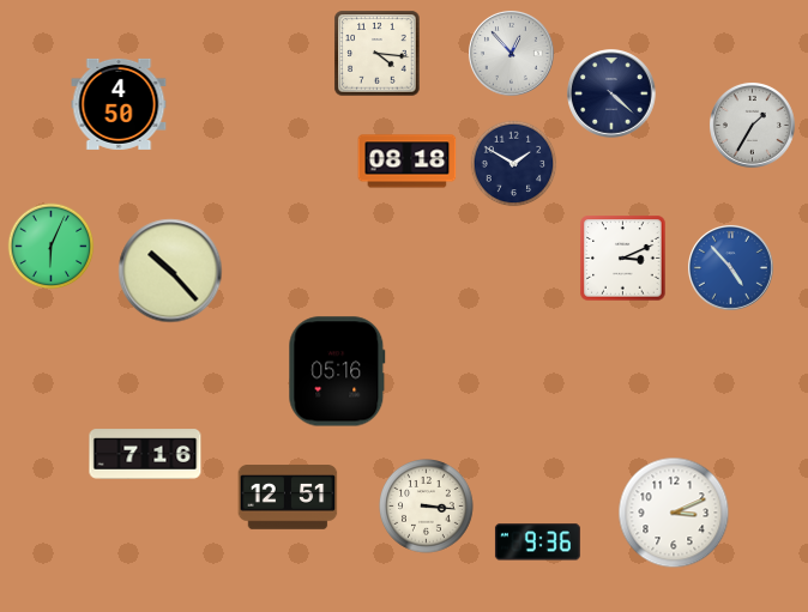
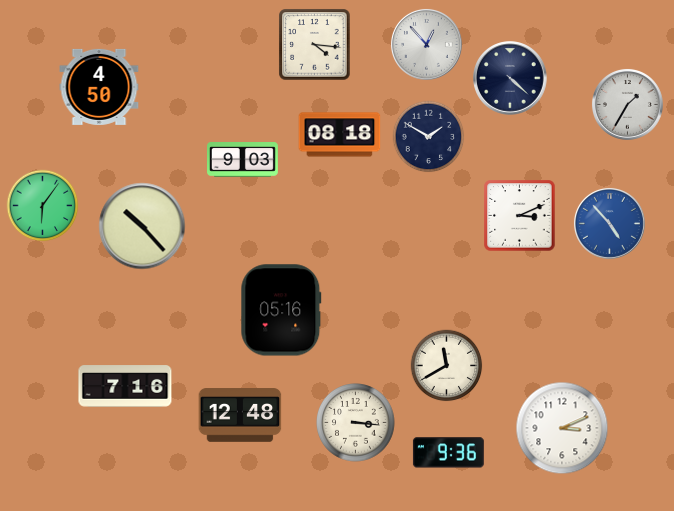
clock at (243, 160): none -> 9:03
clock at (52, 247): 6:04 -> 6:06
clock at (447, 366): none -> 11:40
clock at (145, 454) position: (145, 454) -> (125, 386)
clock at (288, 497): 12:51 -> 12:48
